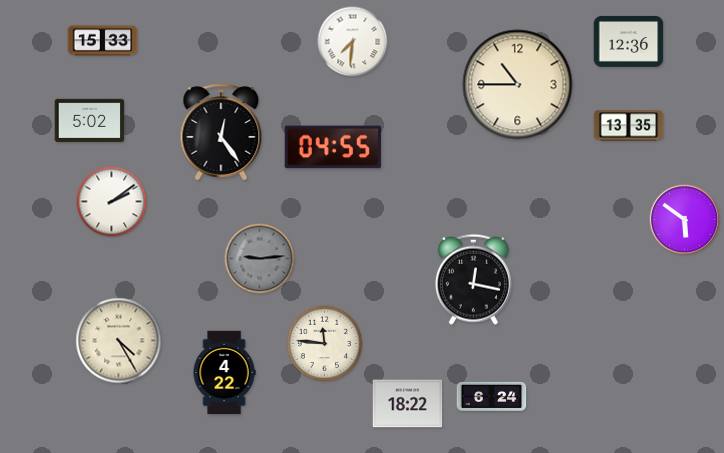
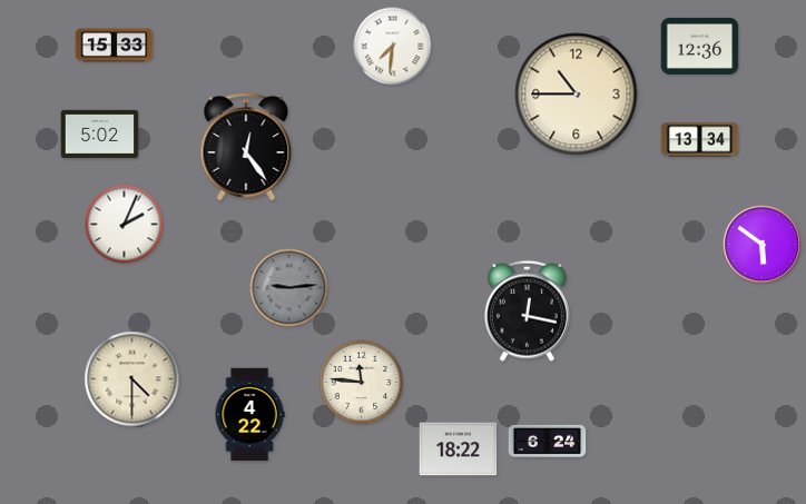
clock at (629, 126): 13:35 -> 13:34
clock at (333, 147): 04:55 -> none
clock at (112, 202): 2:09 -> 2:04
clock at (119, 341): 4:25 -> 4:30
clock at (408, 404) position: (408, 404) -> (459, 449)
